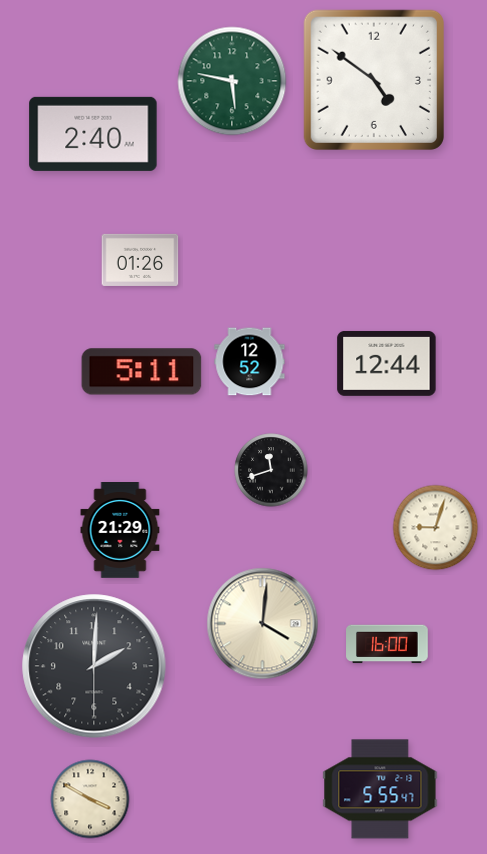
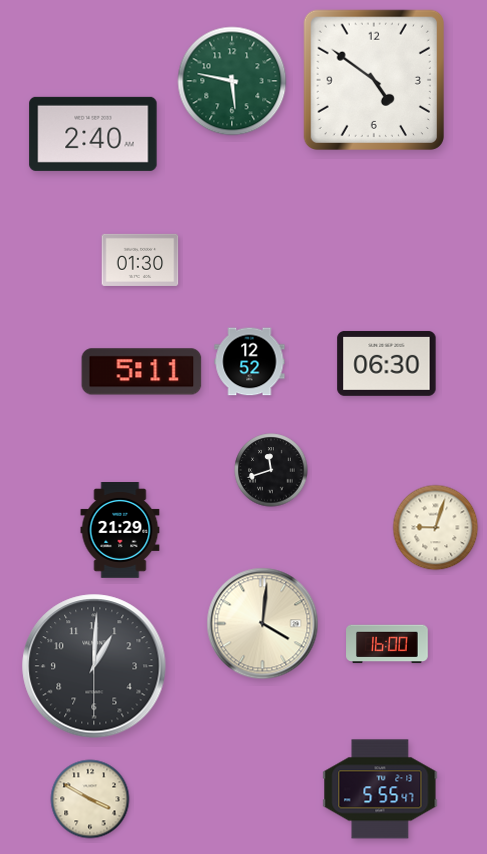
clock at (140, 260): 01:26 -> 01:30
clock at (387, 363): 12:44 -> 06:30
clock at (94, 666): 2:00 -> 1:00
